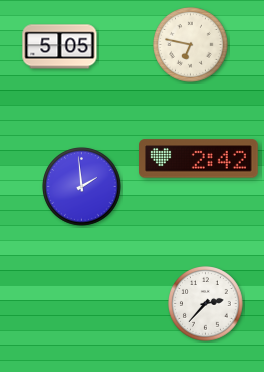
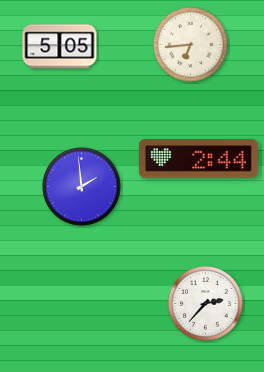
clock at (191, 45): 6:47 -> 6:44
clock at (199, 159): 2:42 -> 2:44
